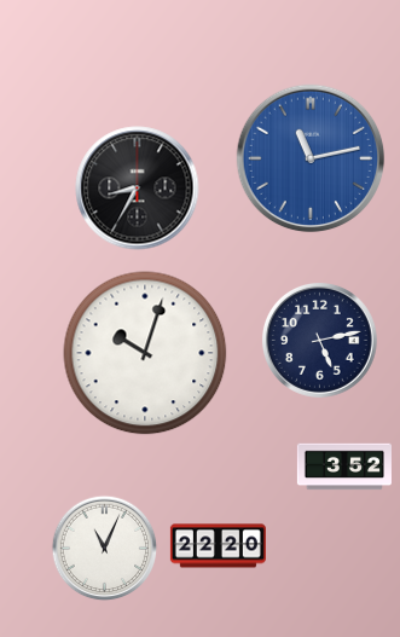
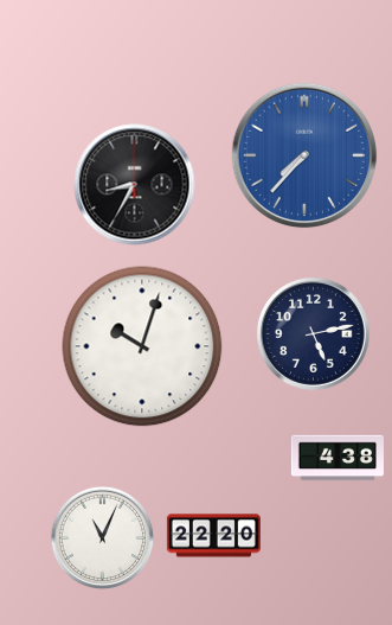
clock at (311, 158): 11:13 -> 7:37
clock at (343, 467): 3:52 -> 4:38
